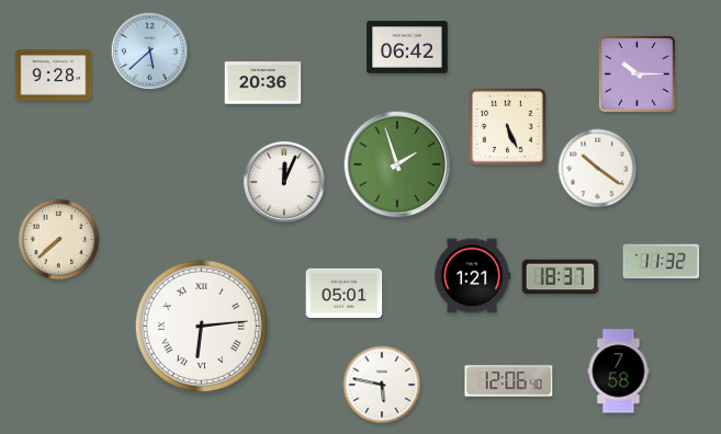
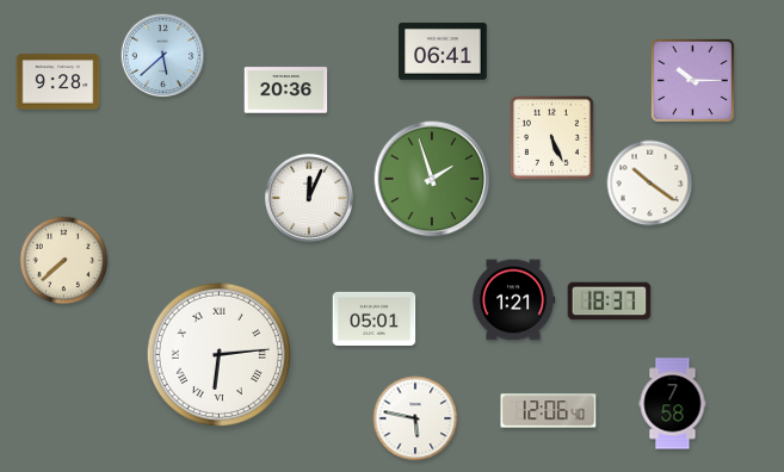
clock at (407, 47): 06:42 -> 06:41
clock at (662, 262): 11:32 -> none
clock at (509, 381) position: (509, 381) -> (549, 411)
